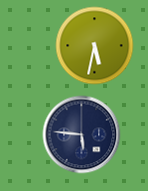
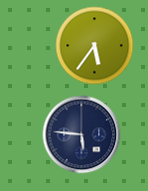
clock at (94, 45): 5:32 -> 5:36
